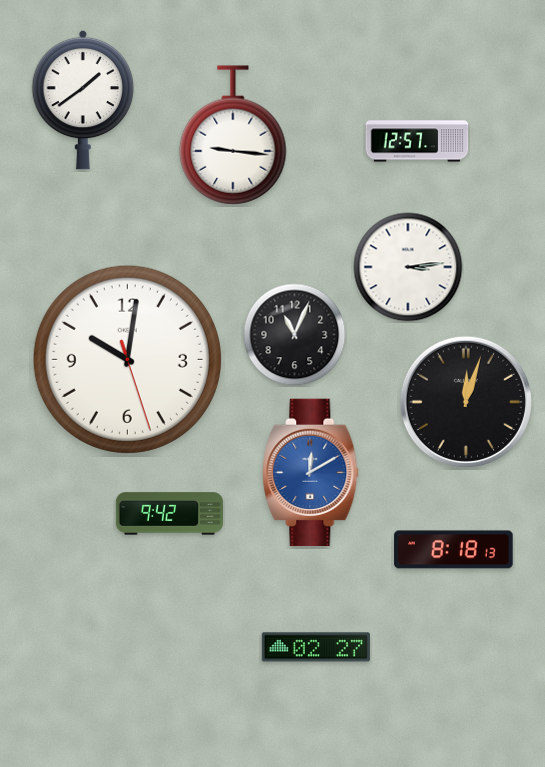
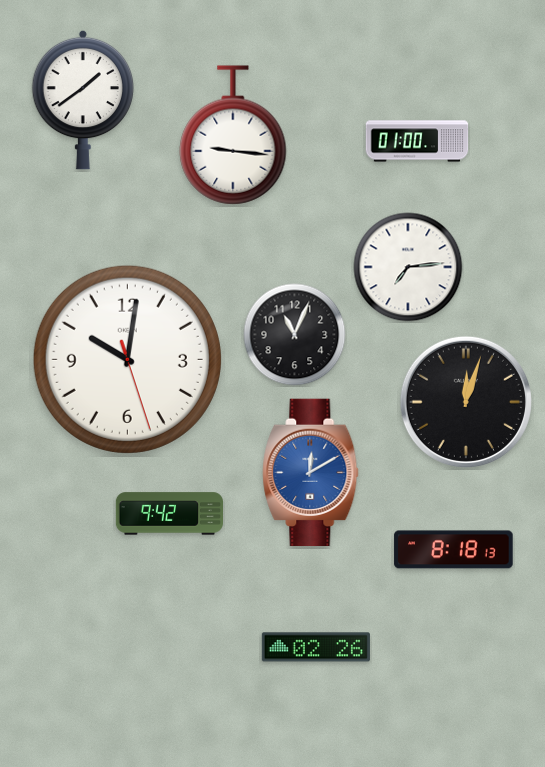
clock at (417, 141): 12:57 -> 01:00
clock at (408, 267): 3:14 -> 7:14
clock at (316, 647): 02:27 -> 02:26
